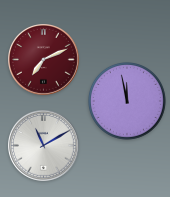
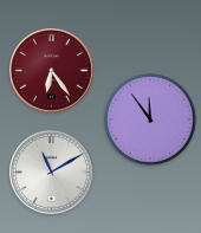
clock at (44, 60): 7:11 -> 6:24
clock at (128, 102): 11:58 -> 11:54
